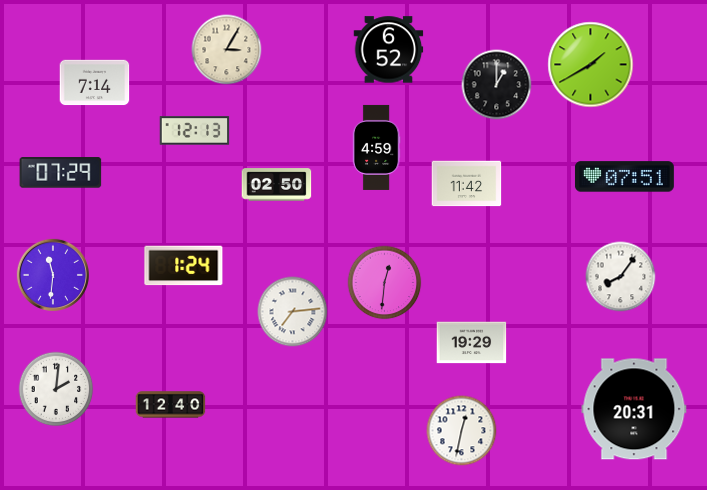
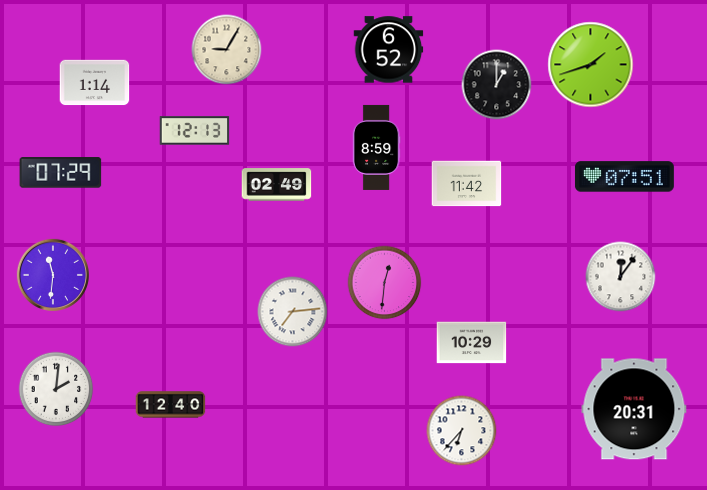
clock at (227, 50): 3:05 -> 9:05
clock at (591, 65): 1:40 -> 1:42
clock at (95, 83): 7:14 -> 1:14
clock at (376, 147): 4:59 -> 8:59
clock at (277, 185): 02:50 -> 02:49
clock at (184, 266): 1:24 -> none
clock at (621, 277): 8:06 -> 12:06
clock at (472, 343): 19:29 -> 10:29
clock at (462, 431): 12:32 -> 6:37
